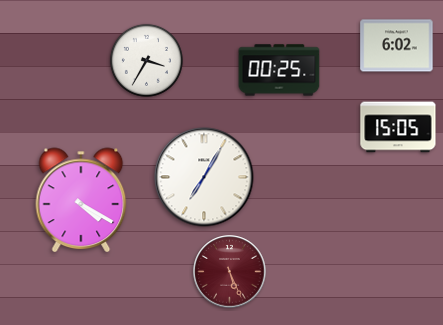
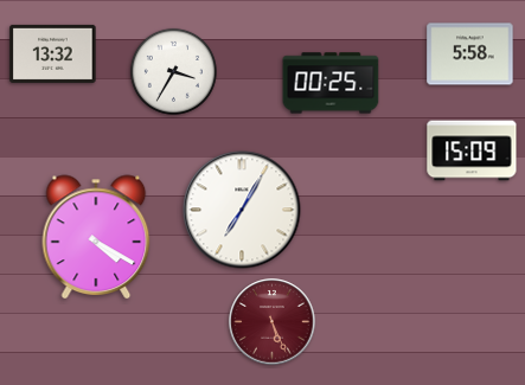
clock at (53, 53): none -> 13:32
clock at (397, 46): 6:02 -> 5:58
clock at (398, 127): 15:05 -> 15:09
